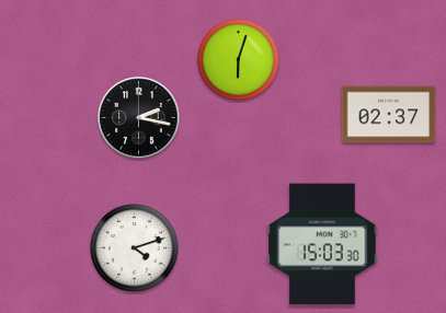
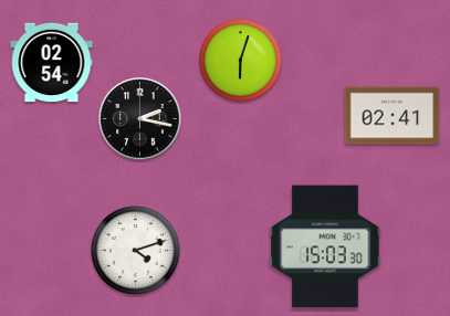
clock at (52, 63): none -> 02:54
clock at (389, 115): 02:37 -> 02:41
